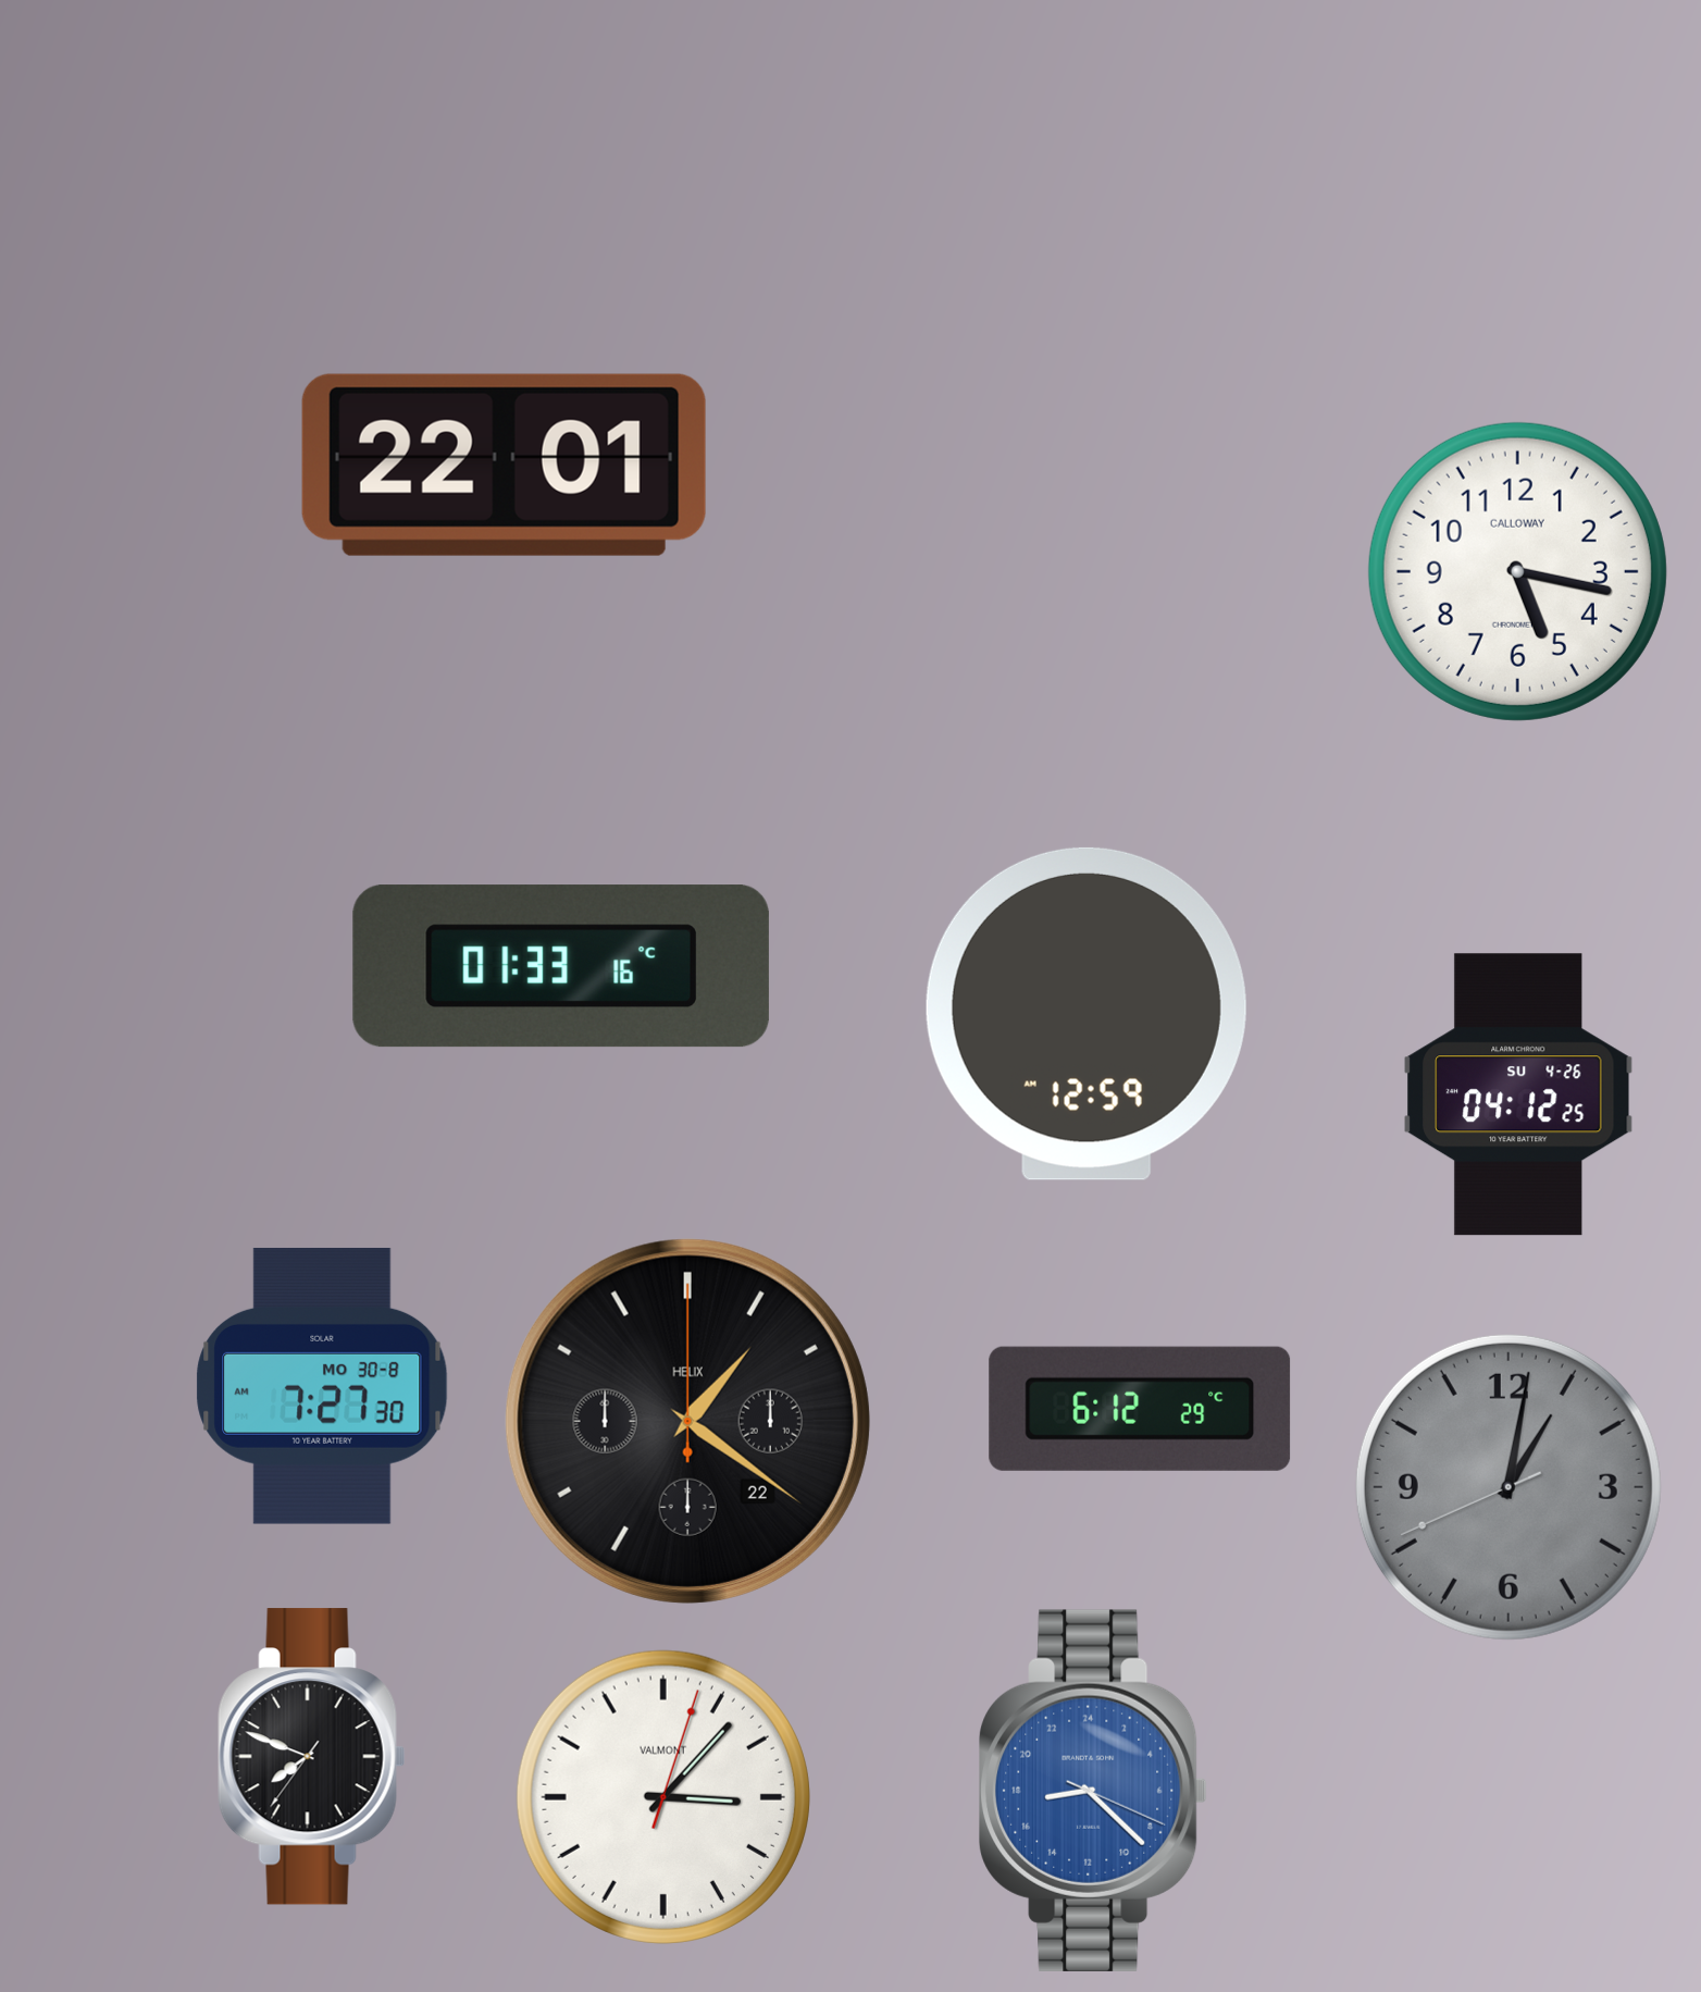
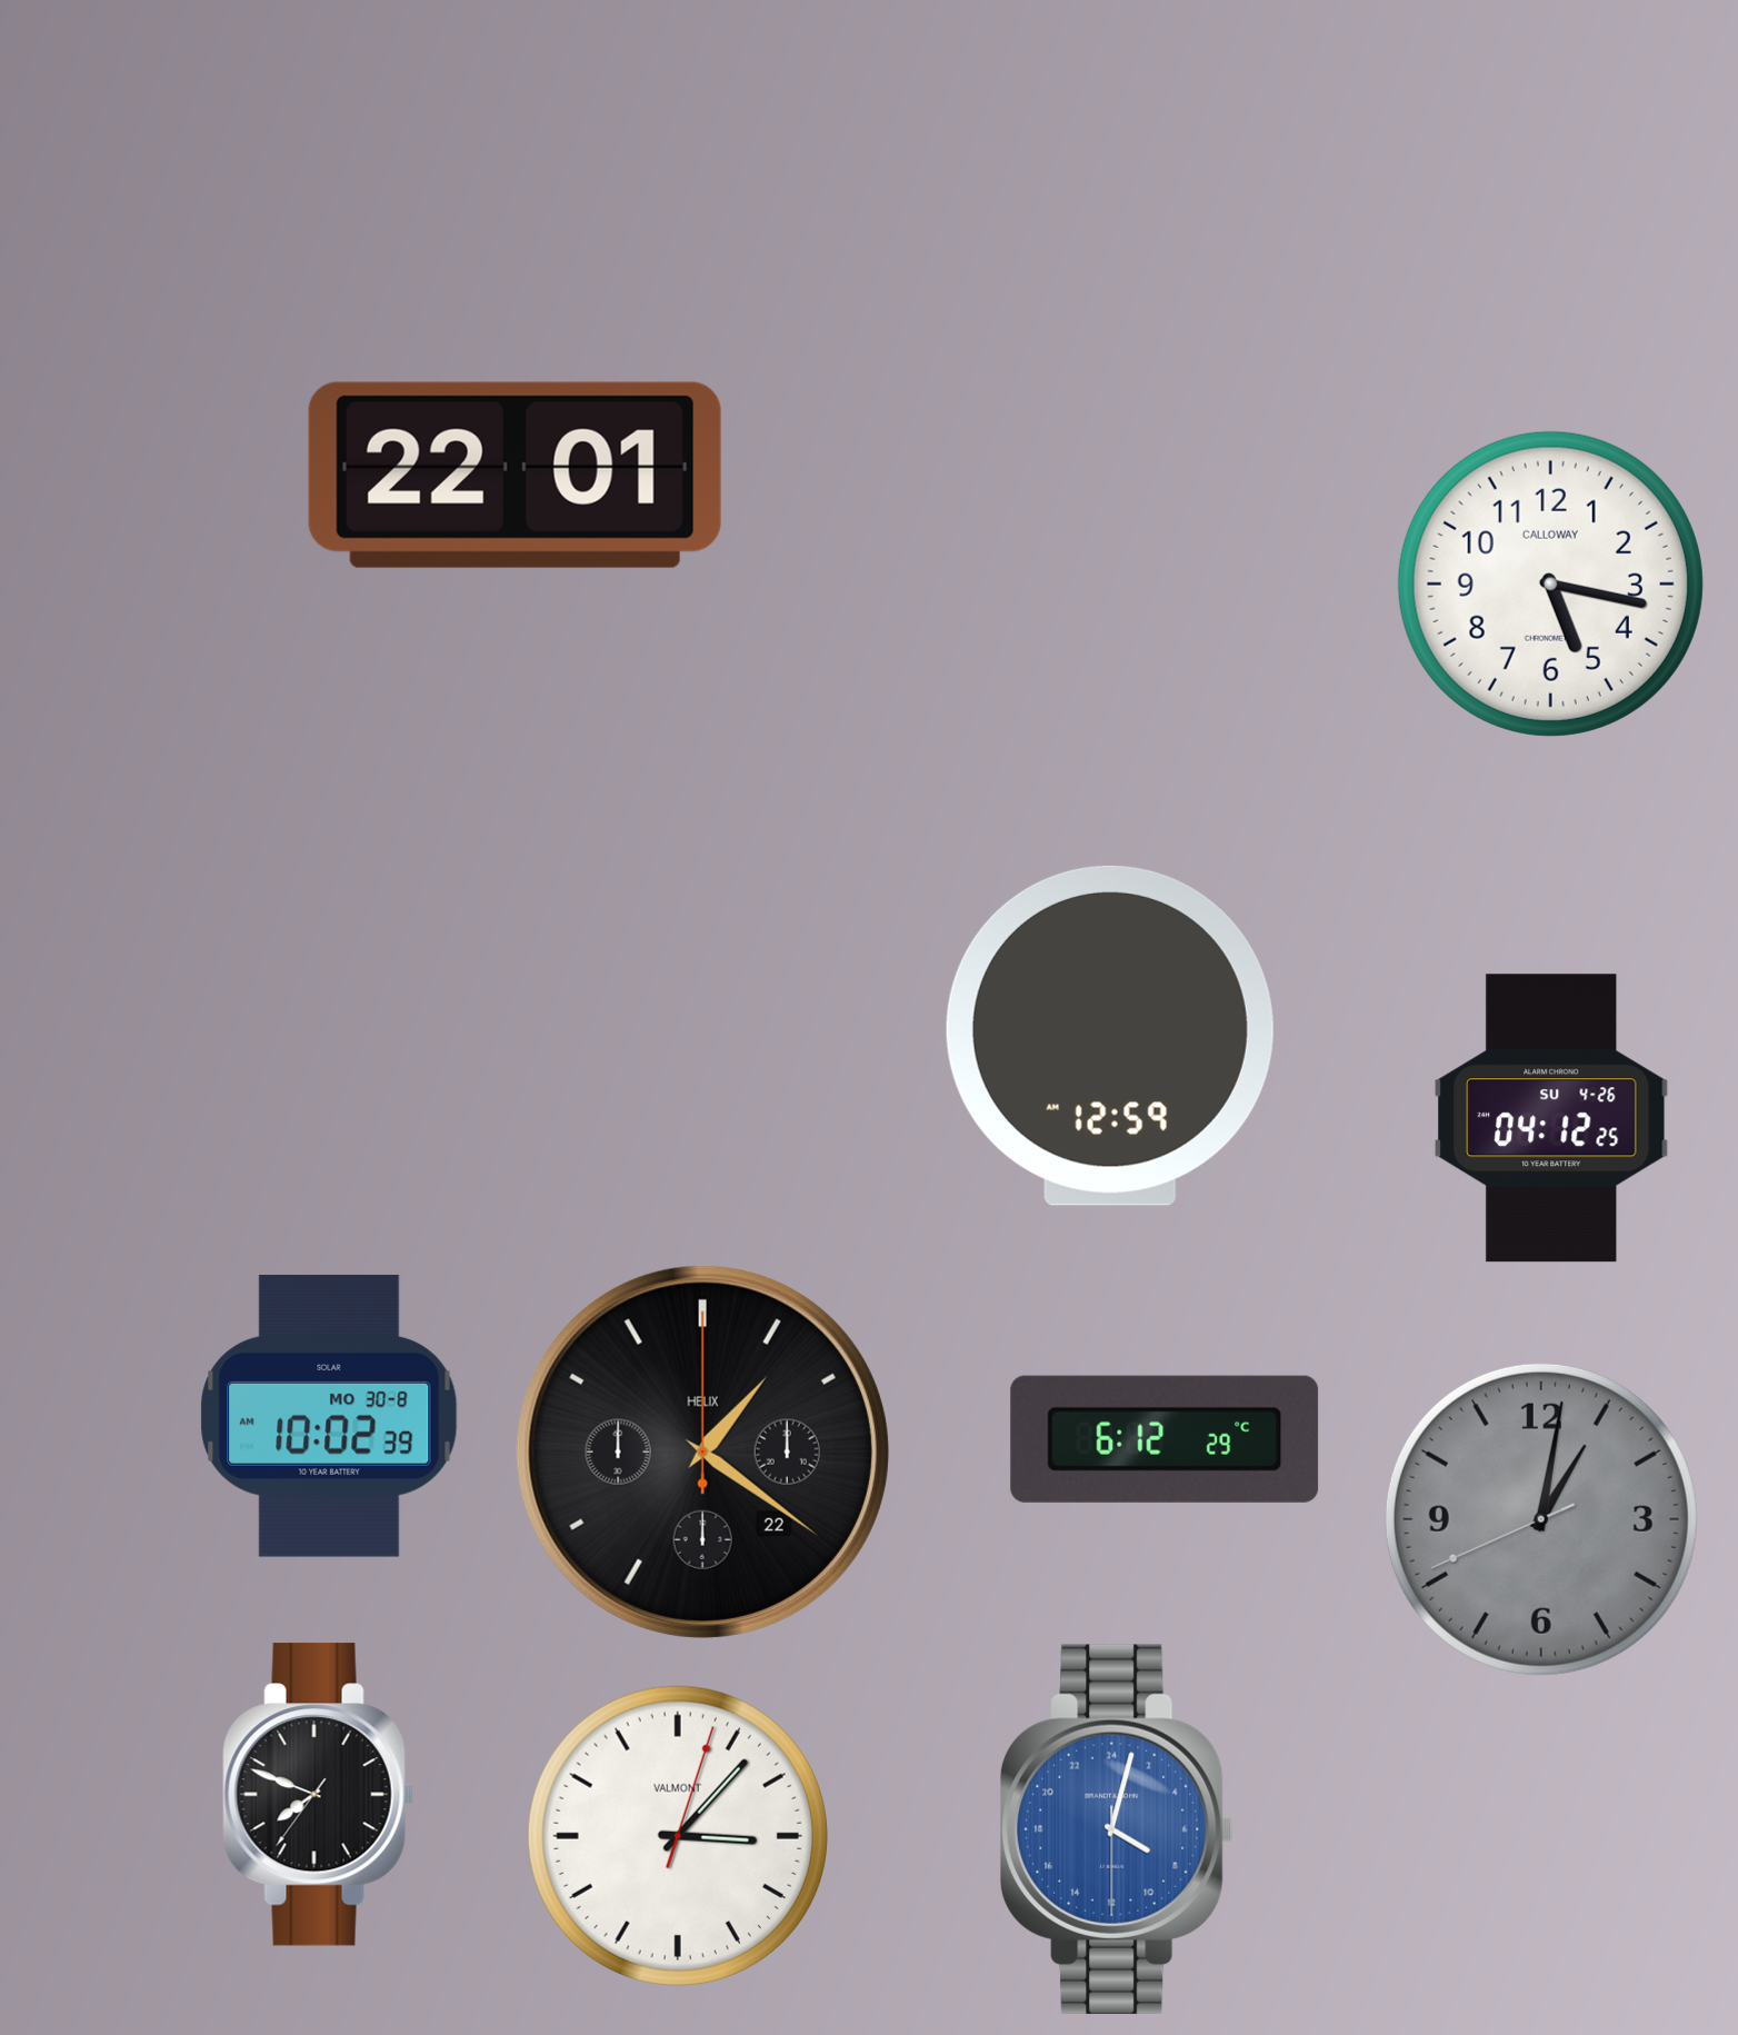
clock at (561, 966): 01:33 -> none
clock at (322, 1386): 7:27 -> 10:02
clock at (1094, 1791): 17:22 -> 8:02
